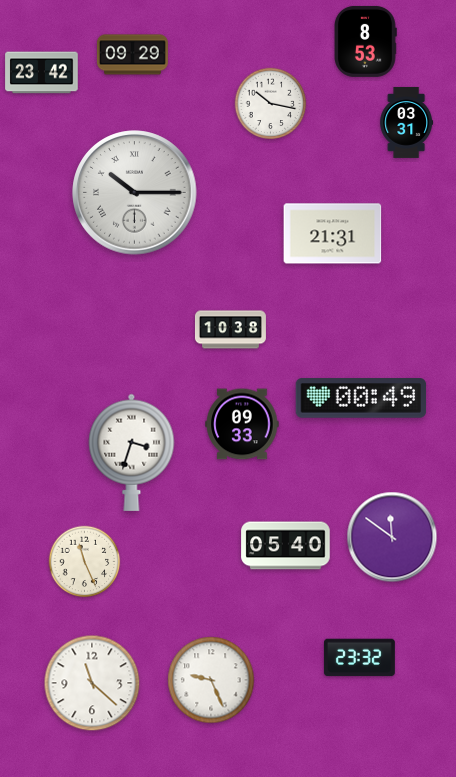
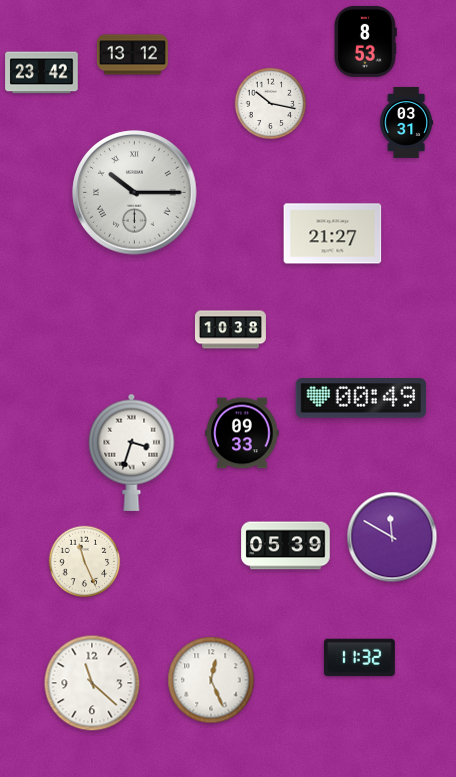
clock at (132, 55): 09:29 -> 13:12
clock at (333, 234): 21:31 -> 21:27
clock at (242, 424) position: (242, 424) -> (242, 433)
clock at (392, 537): 11:51 -> 11:50
clock at (286, 546): 05:40 -> 05:39
clock at (359, 658): 23:32 -> 11:32
clock at (211, 680): 9:26 -> 12:26
